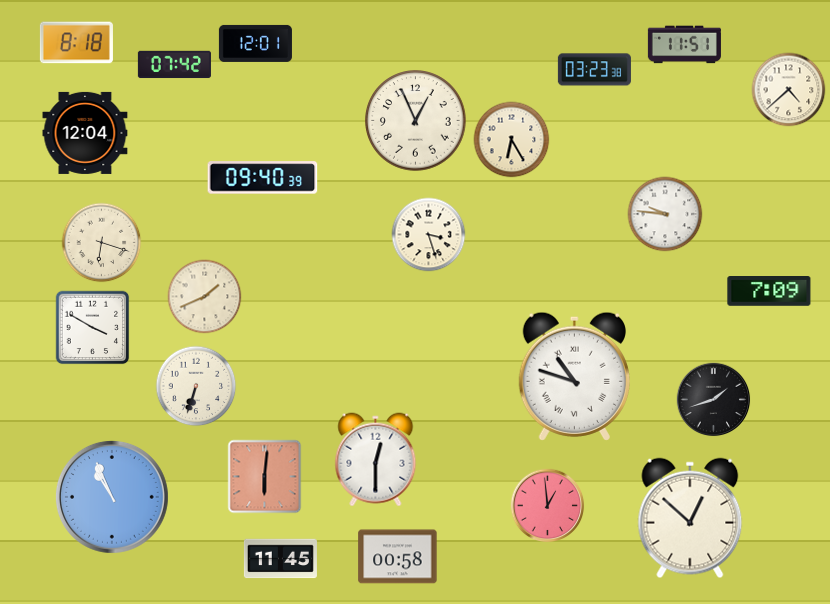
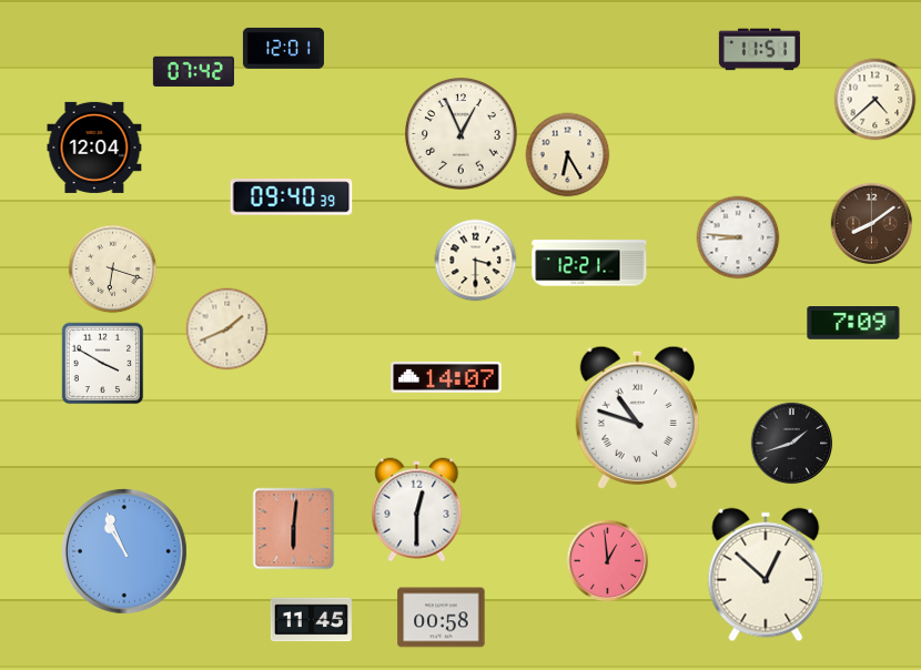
clock at (76, 43): 8:18 -> none
clock at (594, 70): 03:23 -> none
clock at (872, 224): none -> 8:09
clock at (665, 214): 9:46 -> 8:46
clock at (429, 235): 3:27 -> 3:30
clock at (589, 263): none -> 12:21
clock at (446, 378): none -> 14:07
clock at (196, 386): 6:33 -> none
